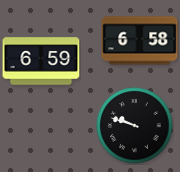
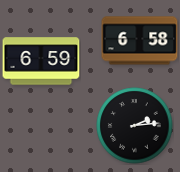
clock at (135, 126): 9:48 -> 2:14
